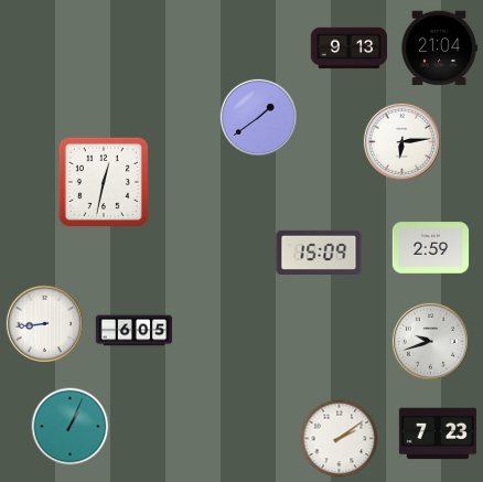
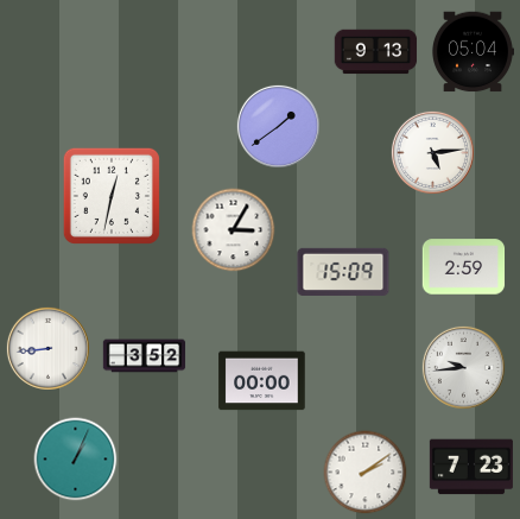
clock at (439, 49): 21:04 -> 05:04
clock at (401, 141): 6:14 -> 5:14
clock at (234, 230): none -> 3:05
clock at (135, 331): 6:05 -> 3:52
clock at (430, 341): 9:42 -> 9:44
clock at (262, 381): none -> 00:00
